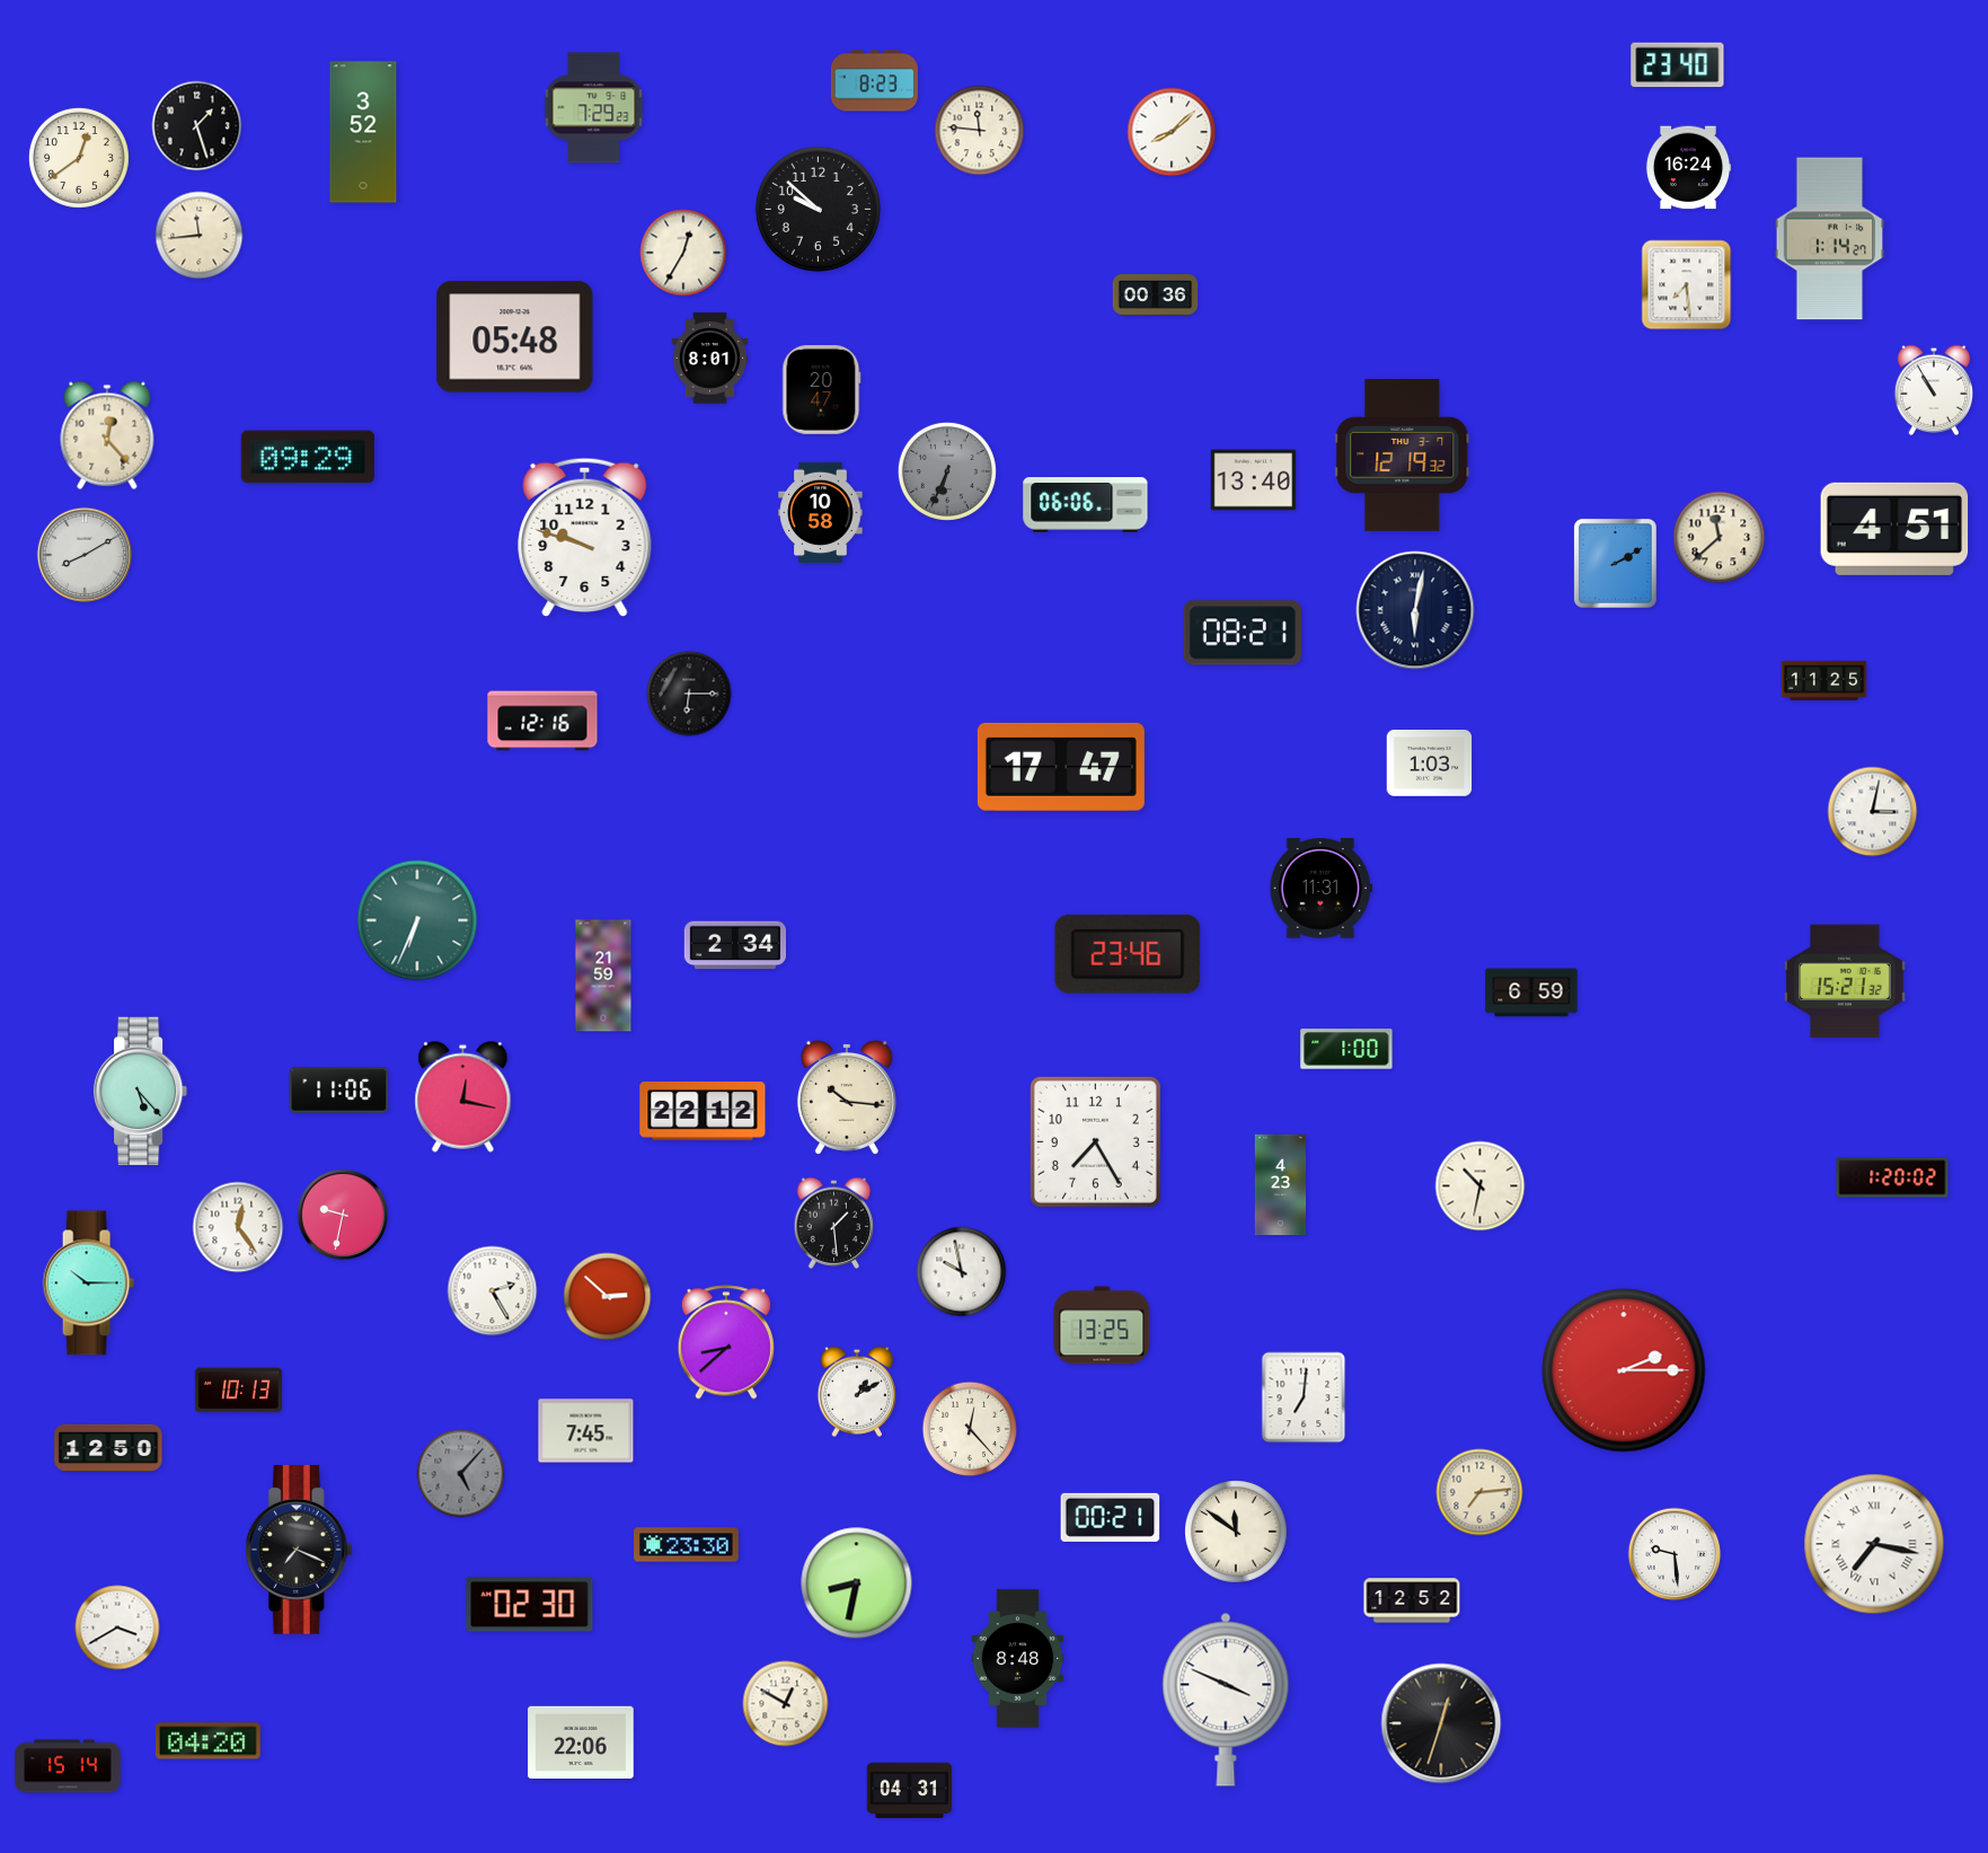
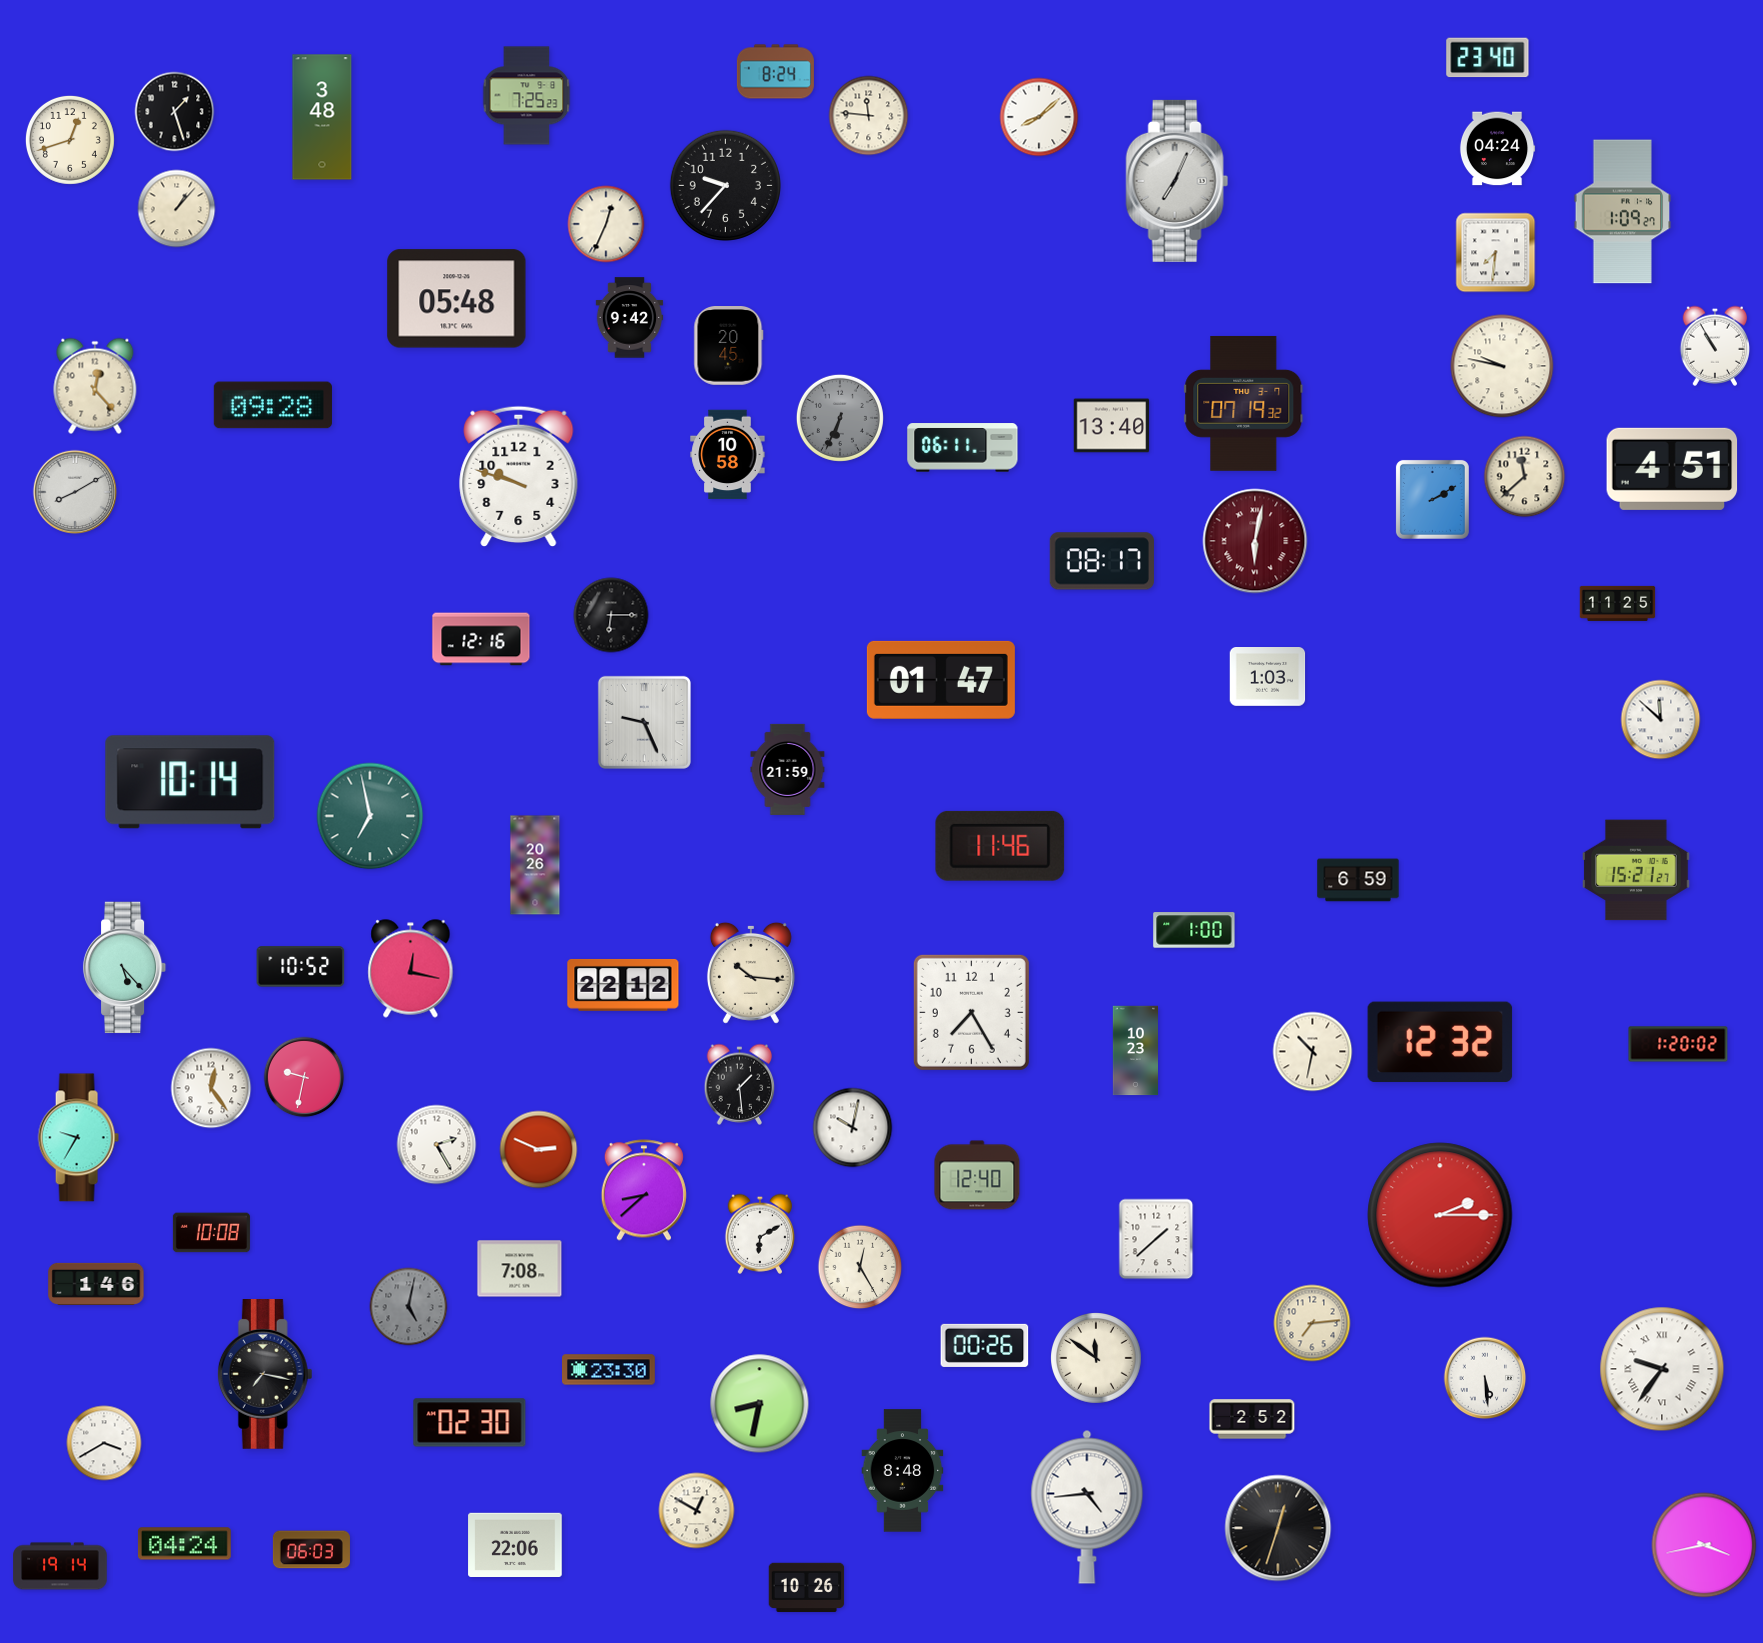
clock at (874, 81): 8:23 -> 8:24
clock at (594, 108): 7:29 -> 7:25
clock at (363, 132): 3:52 -> 3:48
clock at (79, 158): 12:39 -> 12:42
clock at (1688, 168): 16:24 -> 04:24
clock at (1177, 181): none -> 7:04
clock at (818, 209): 9:52 -> 9:37
clock at (200, 236): 11:44 -> 1:07
clock at (1830, 239): 1:14 -> 1:09
clock at (683, 253): 12:35 -> 12:34
clock at (1687, 285): 7:29 -> 7:31
clock at (1156, 295): 00:36 -> none
clock at (710, 359): 8:01 -> 9:42
clock at (822, 390): 20:47 -> 20:45
clock at (1502, 366): none -> 9:47
clock at (1403, 455): 12:19 -> 07:19
clock at (308, 457): 09:29 -> 09:28
clock at (1086, 505): 06:06 -> 06:11
clock at (1894, 529) position: (1894, 529) -> (1672, 469)
clock at (1415, 610) dial: navy -> burgundy
clock at (1243, 633): 08:21 -> 08:17
clock at (1061, 767): 17:47 -> 01:47
clock at (1873, 812): 3:02 -> 11:52
clock at (644, 722): none -> 9:26
clock at (788, 769): none -> 21:59
clock at (190, 782): none -> 10:14
clock at (1320, 889): 11:31 -> none
clock at (417, 920): 6:34 -> 6:58
clock at (734, 945): 2:34 -> none
clock at (1128, 954): 23:46 -> 11:46
clock at (603, 976): 21:59 -> 20:26
clock at (1845, 981): 15:21:32 -> 15:21:27
clock at (339, 1091): 11:06 -> 10:52
clock at (463, 1097) position: (463, 1097) -> (411, 969)
clock at (1440, 1042): none -> 12:32
clock at (1281, 1185): 4:23 -> 10:23
clock at (962, 1272): 9:58 -> 10:02
clock at (88, 1283): 10:15 -> 9:35
clock at (608, 1297): 2:52 -> 2:49
clock at (1102, 1325): 13:25 -> 12:40
clock at (238, 1391): 10:13 -> 10:08
clock at (856, 1392): 1:10 -> 6:10
clock at (1304, 1397): 7:01 -> 1:38
clock at (970, 1429): 12:23 -> 12:25
clock at (586, 1431): 7:45 -> 7:08
clock at (108, 1448): 12:50 -> 1:46
clock at (461, 1474): 5:07 -> 5:02
clock at (1111, 1517): 00:21 -> 00:26
clock at (1874, 1544): 7:17 -> 9:36
clock at (299, 1551): 7:19 -> 7:17
clock at (1675, 1554): 9:29 -> 5:29
clock at (1412, 1600): 12:52 -> 2:52
clock at (1226, 1700): 3:49 -> 4:44
clock at (209, 1741): 04:20 -> 04:24
clock at (1704, 1545): none -> 3:43
clock at (311, 1550): none -> 06:03
clock at (68, 1766): 15:14 -> 19:14
clock at (910, 1791): 04:31 -> 10:26
